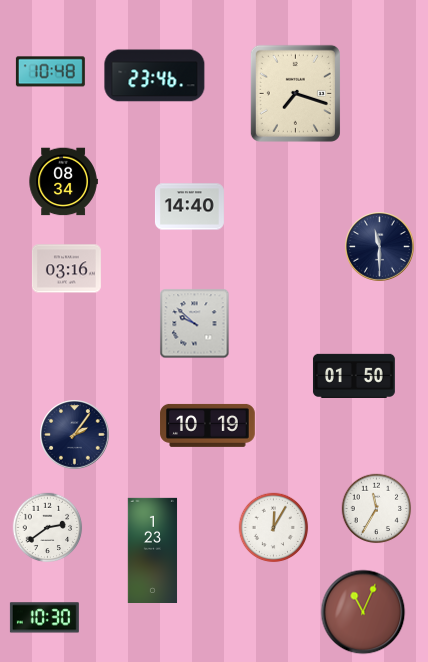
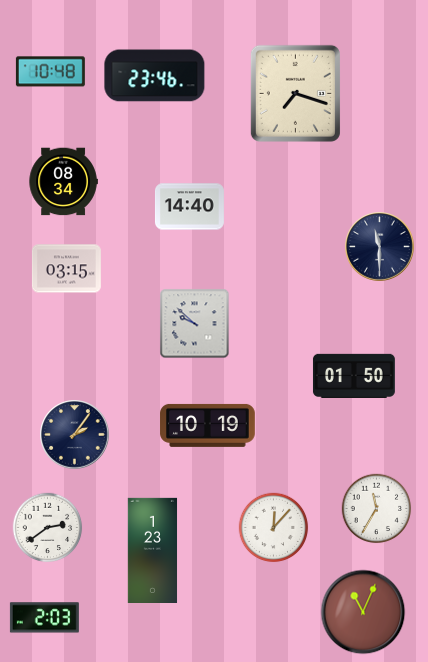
clock at (66, 269): 03:16 -> 03:15
clock at (274, 528): 12:05 -> 12:07
clock at (44, 618): 10:30 -> 2:03
